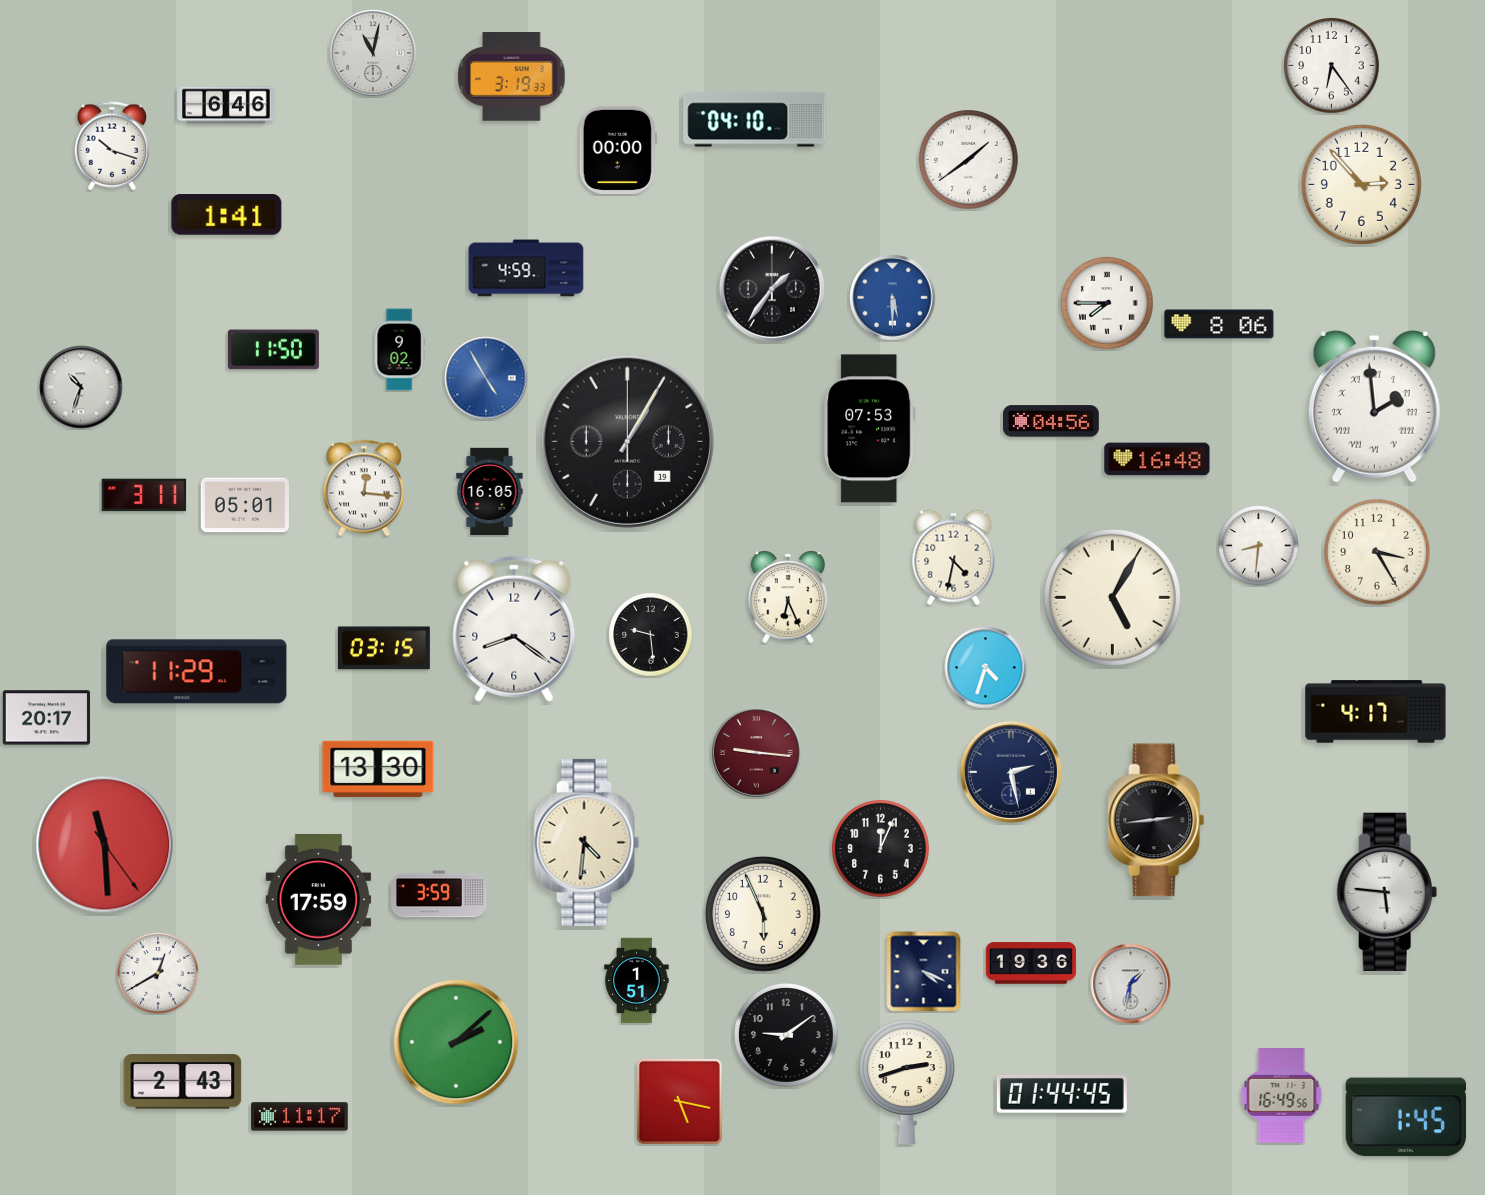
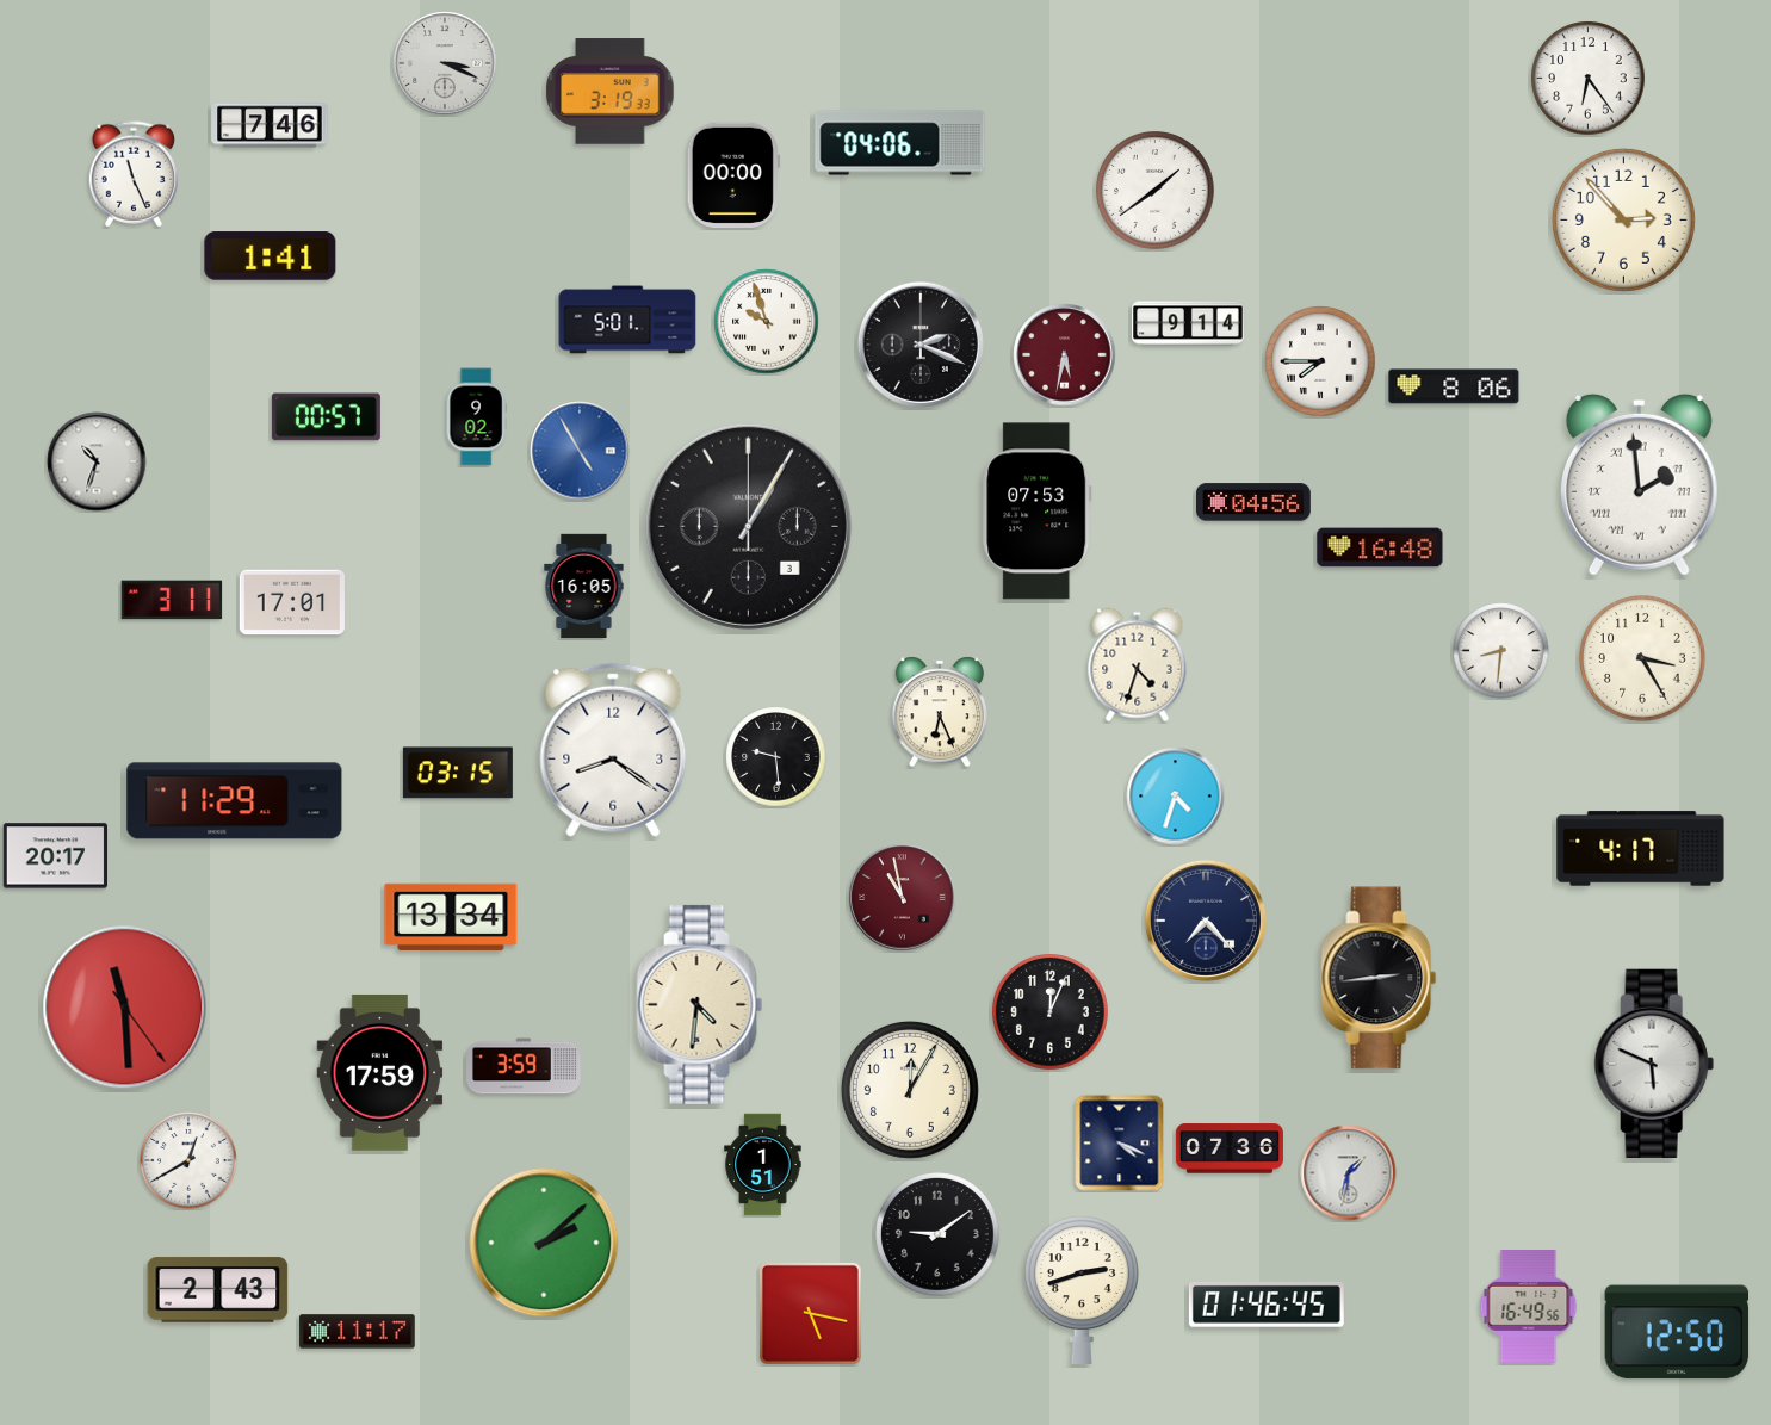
clock at (373, 53): 11:02 -> 3:19
clock at (226, 105): 6:46 -> 7:46
clock at (755, 120): 04:10 -> 04:06
clock at (111, 146): 10:18 -> 11:26
clock at (618, 150) position: (618, 150) -> (733, 175)
clock at (526, 268): 4:59 -> 5:01
clock at (767, 322): none -> 9:57
clock at (1189, 323): none -> 9:14
clock at (772, 289): 1:36 -> 2:19
clock at (893, 298): 5:30 -> 5:32
clock at (893, 298) dial: blue -> burgundy
clock at (273, 350): 11:50 -> 00:57
clock at (627, 441) date: 19 -> 3
clock at (364, 488): 12:16 -> none
clock at (144, 495) position: (144, 495) -> (172, 600)
clock at (245, 505): 05:01 -> 17:01
clock at (954, 558): 4:32 -> 4:33
clock at (1112, 597): 5:05 -> none
clock at (757, 753): 9:16 -> 10:58
clock at (378, 769): 13:30 -> 13:34
clock at (1011, 772): 2:28 -> 7:23
clock at (1387, 891): 5:46 -> 5:49
clock at (763, 914): 5:56 -> 12:05
clock at (1031, 963): 19:36 -> 07:36
clock at (924, 972) position: (924, 972) -> (1120, 1144)
clock at (637, 981) position: (637, 981) -> (763, 1165)
clock at (1062, 1094): 01:44 -> 01:46
clock at (1406, 1117): 1:45 -> 12:50
